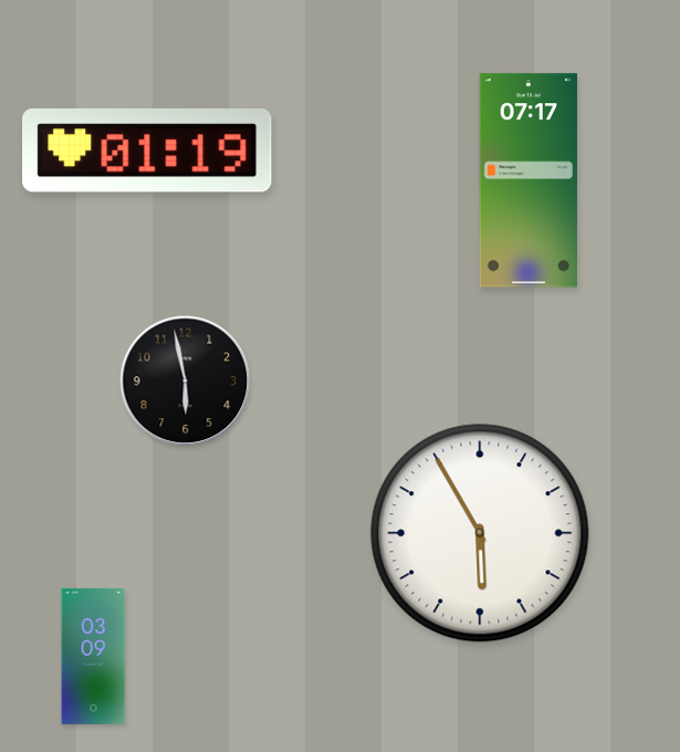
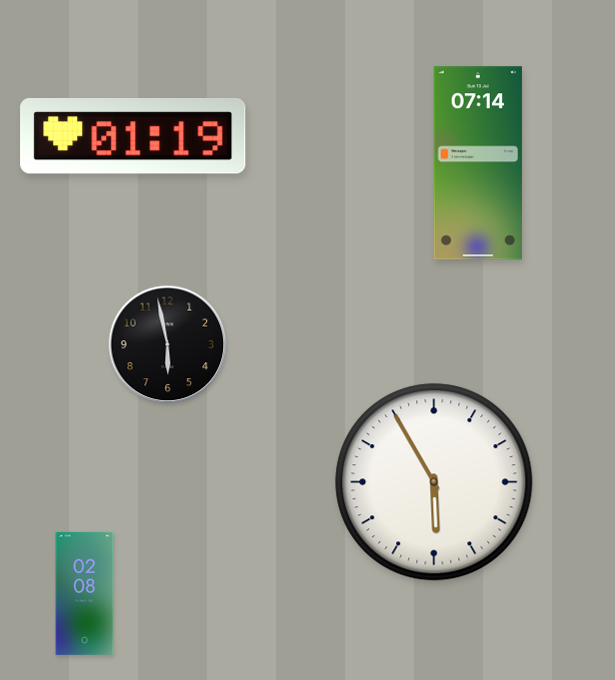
clock at (529, 180): 07:17 -> 07:14
clock at (94, 656): 03:09 -> 02:08
